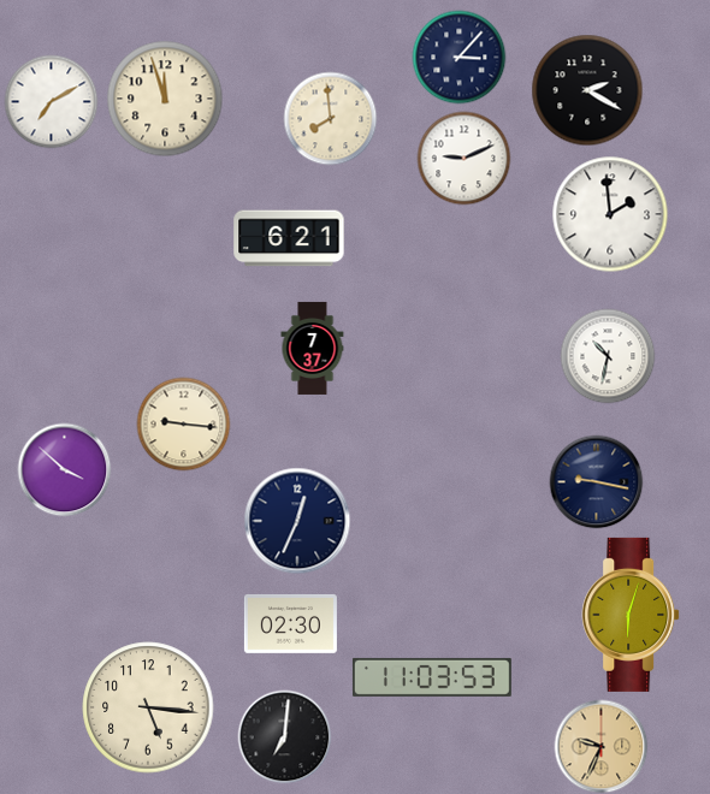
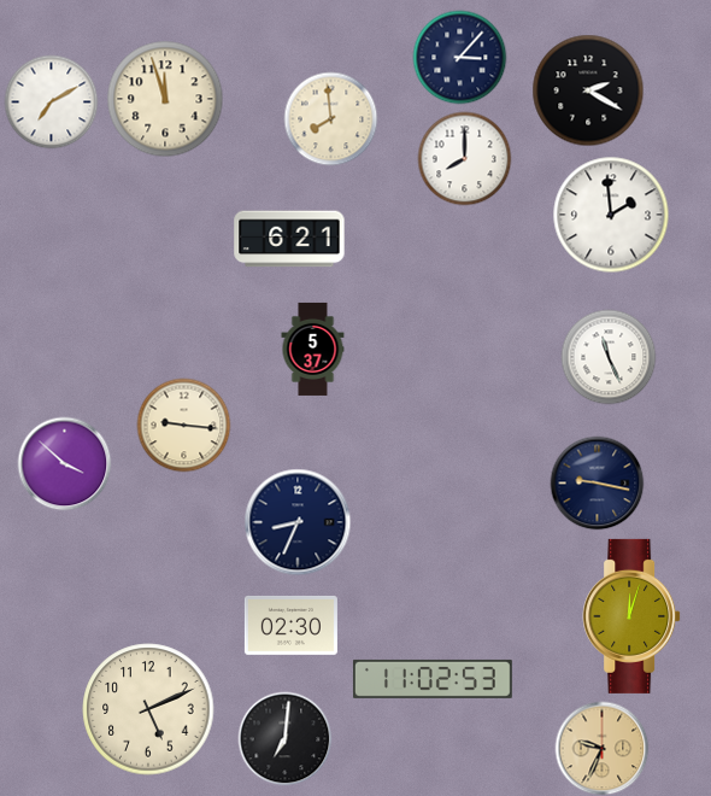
clock at (463, 158): 9:11 -> 8:00
clock at (313, 348): 7:37 -> 5:37
clock at (608, 356): 10:32 -> 11:26
clock at (64, 469) position: (64, 469) -> (64, 463)
clock at (297, 521): 12:34 -> 8:34
clock at (631, 615): 6:03 -> 12:03
clock at (432, 677): 11:03 -> 11:02
clock at (148, 707): 5:16 -> 5:11
